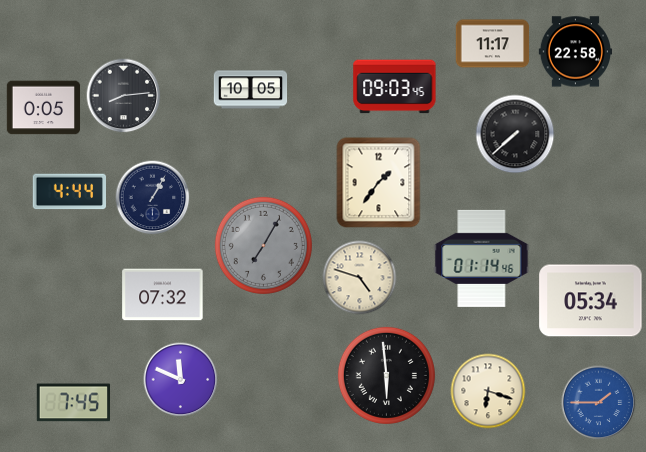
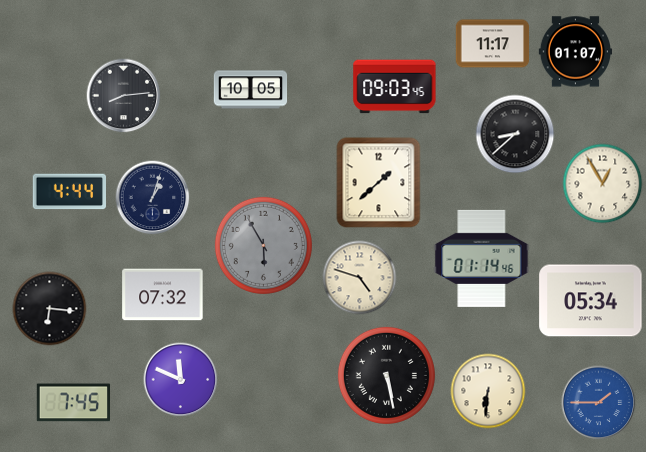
clock at (576, 52): 22:58 -> 01:07
clock at (44, 108): 0:05 -> none
clock at (515, 134): 7:38 -> 8:38
clock at (379, 183): 1:36 -> 1:38
clock at (603, 184): none -> 12:55
clock at (153, 198): 1:05 -> 1:03
clock at (263, 245): 7:05 -> 5:55
clock at (50, 309): none -> 6:16
clock at (386, 375): 5:59 -> 5:28
clock at (488, 391): 6:18 -> 6:31
